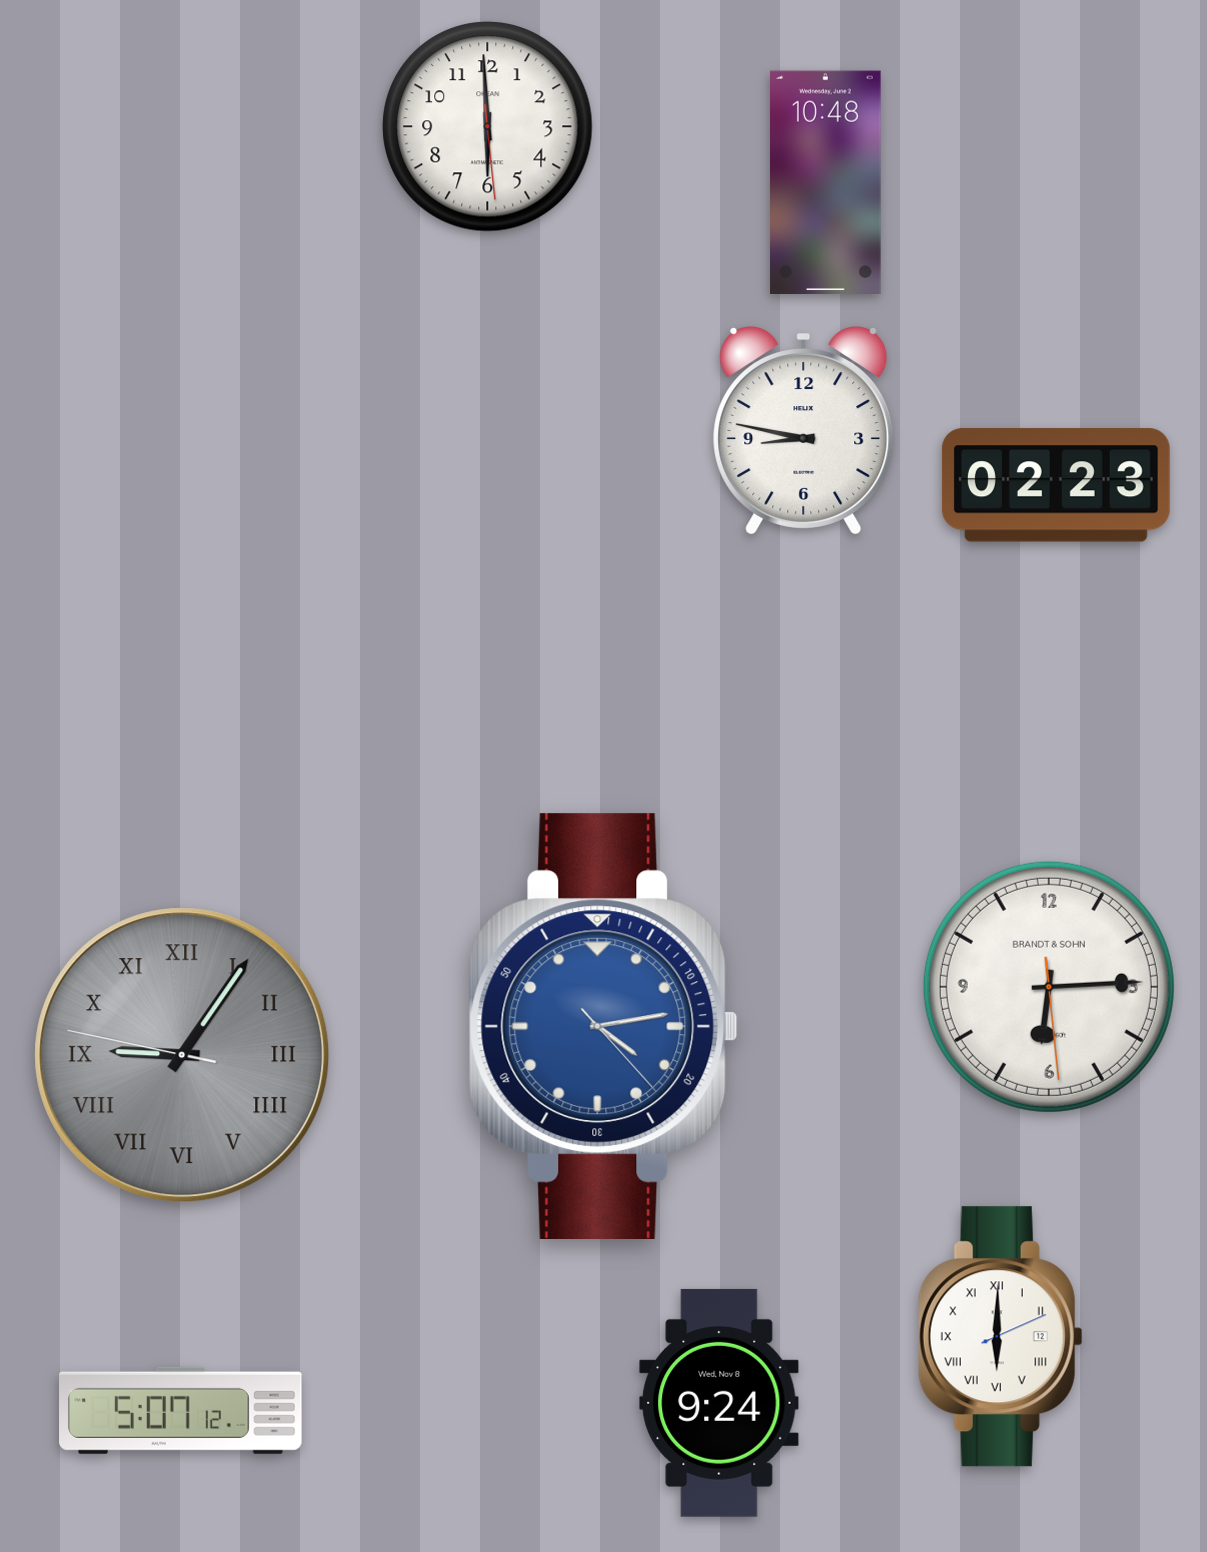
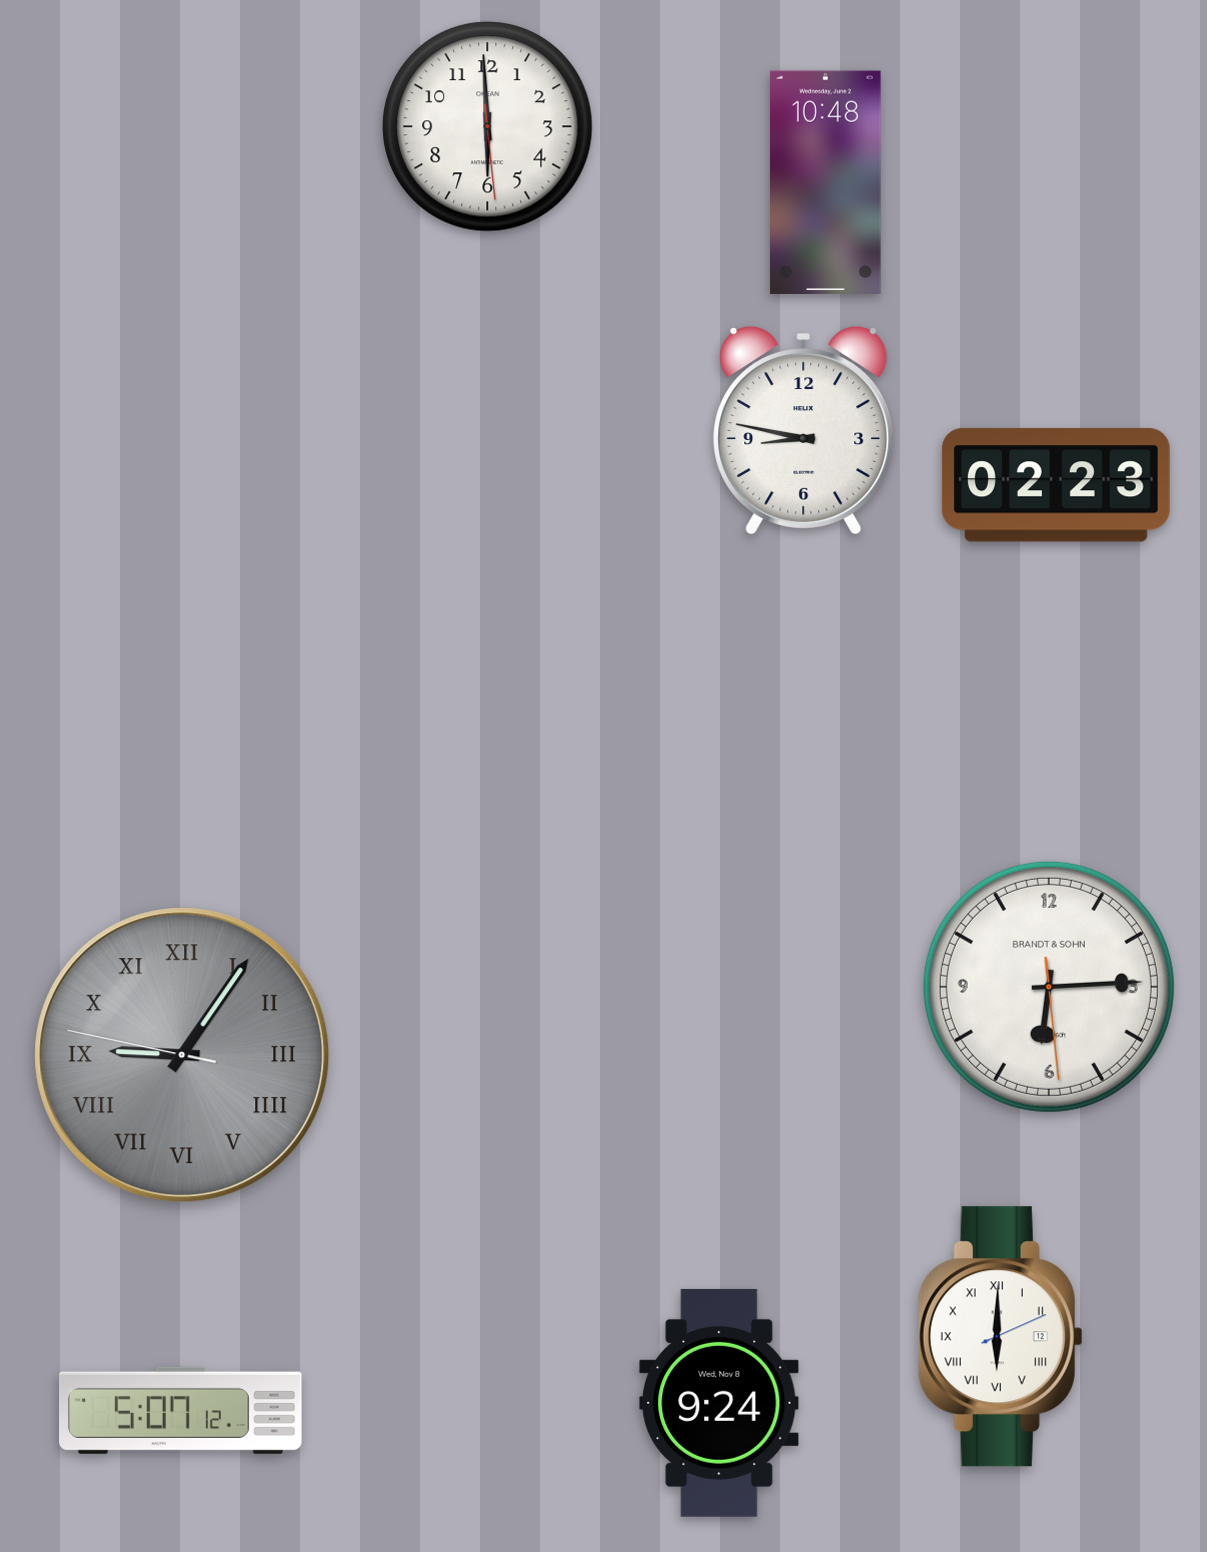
clock at (603, 1026): 4:13 -> none
